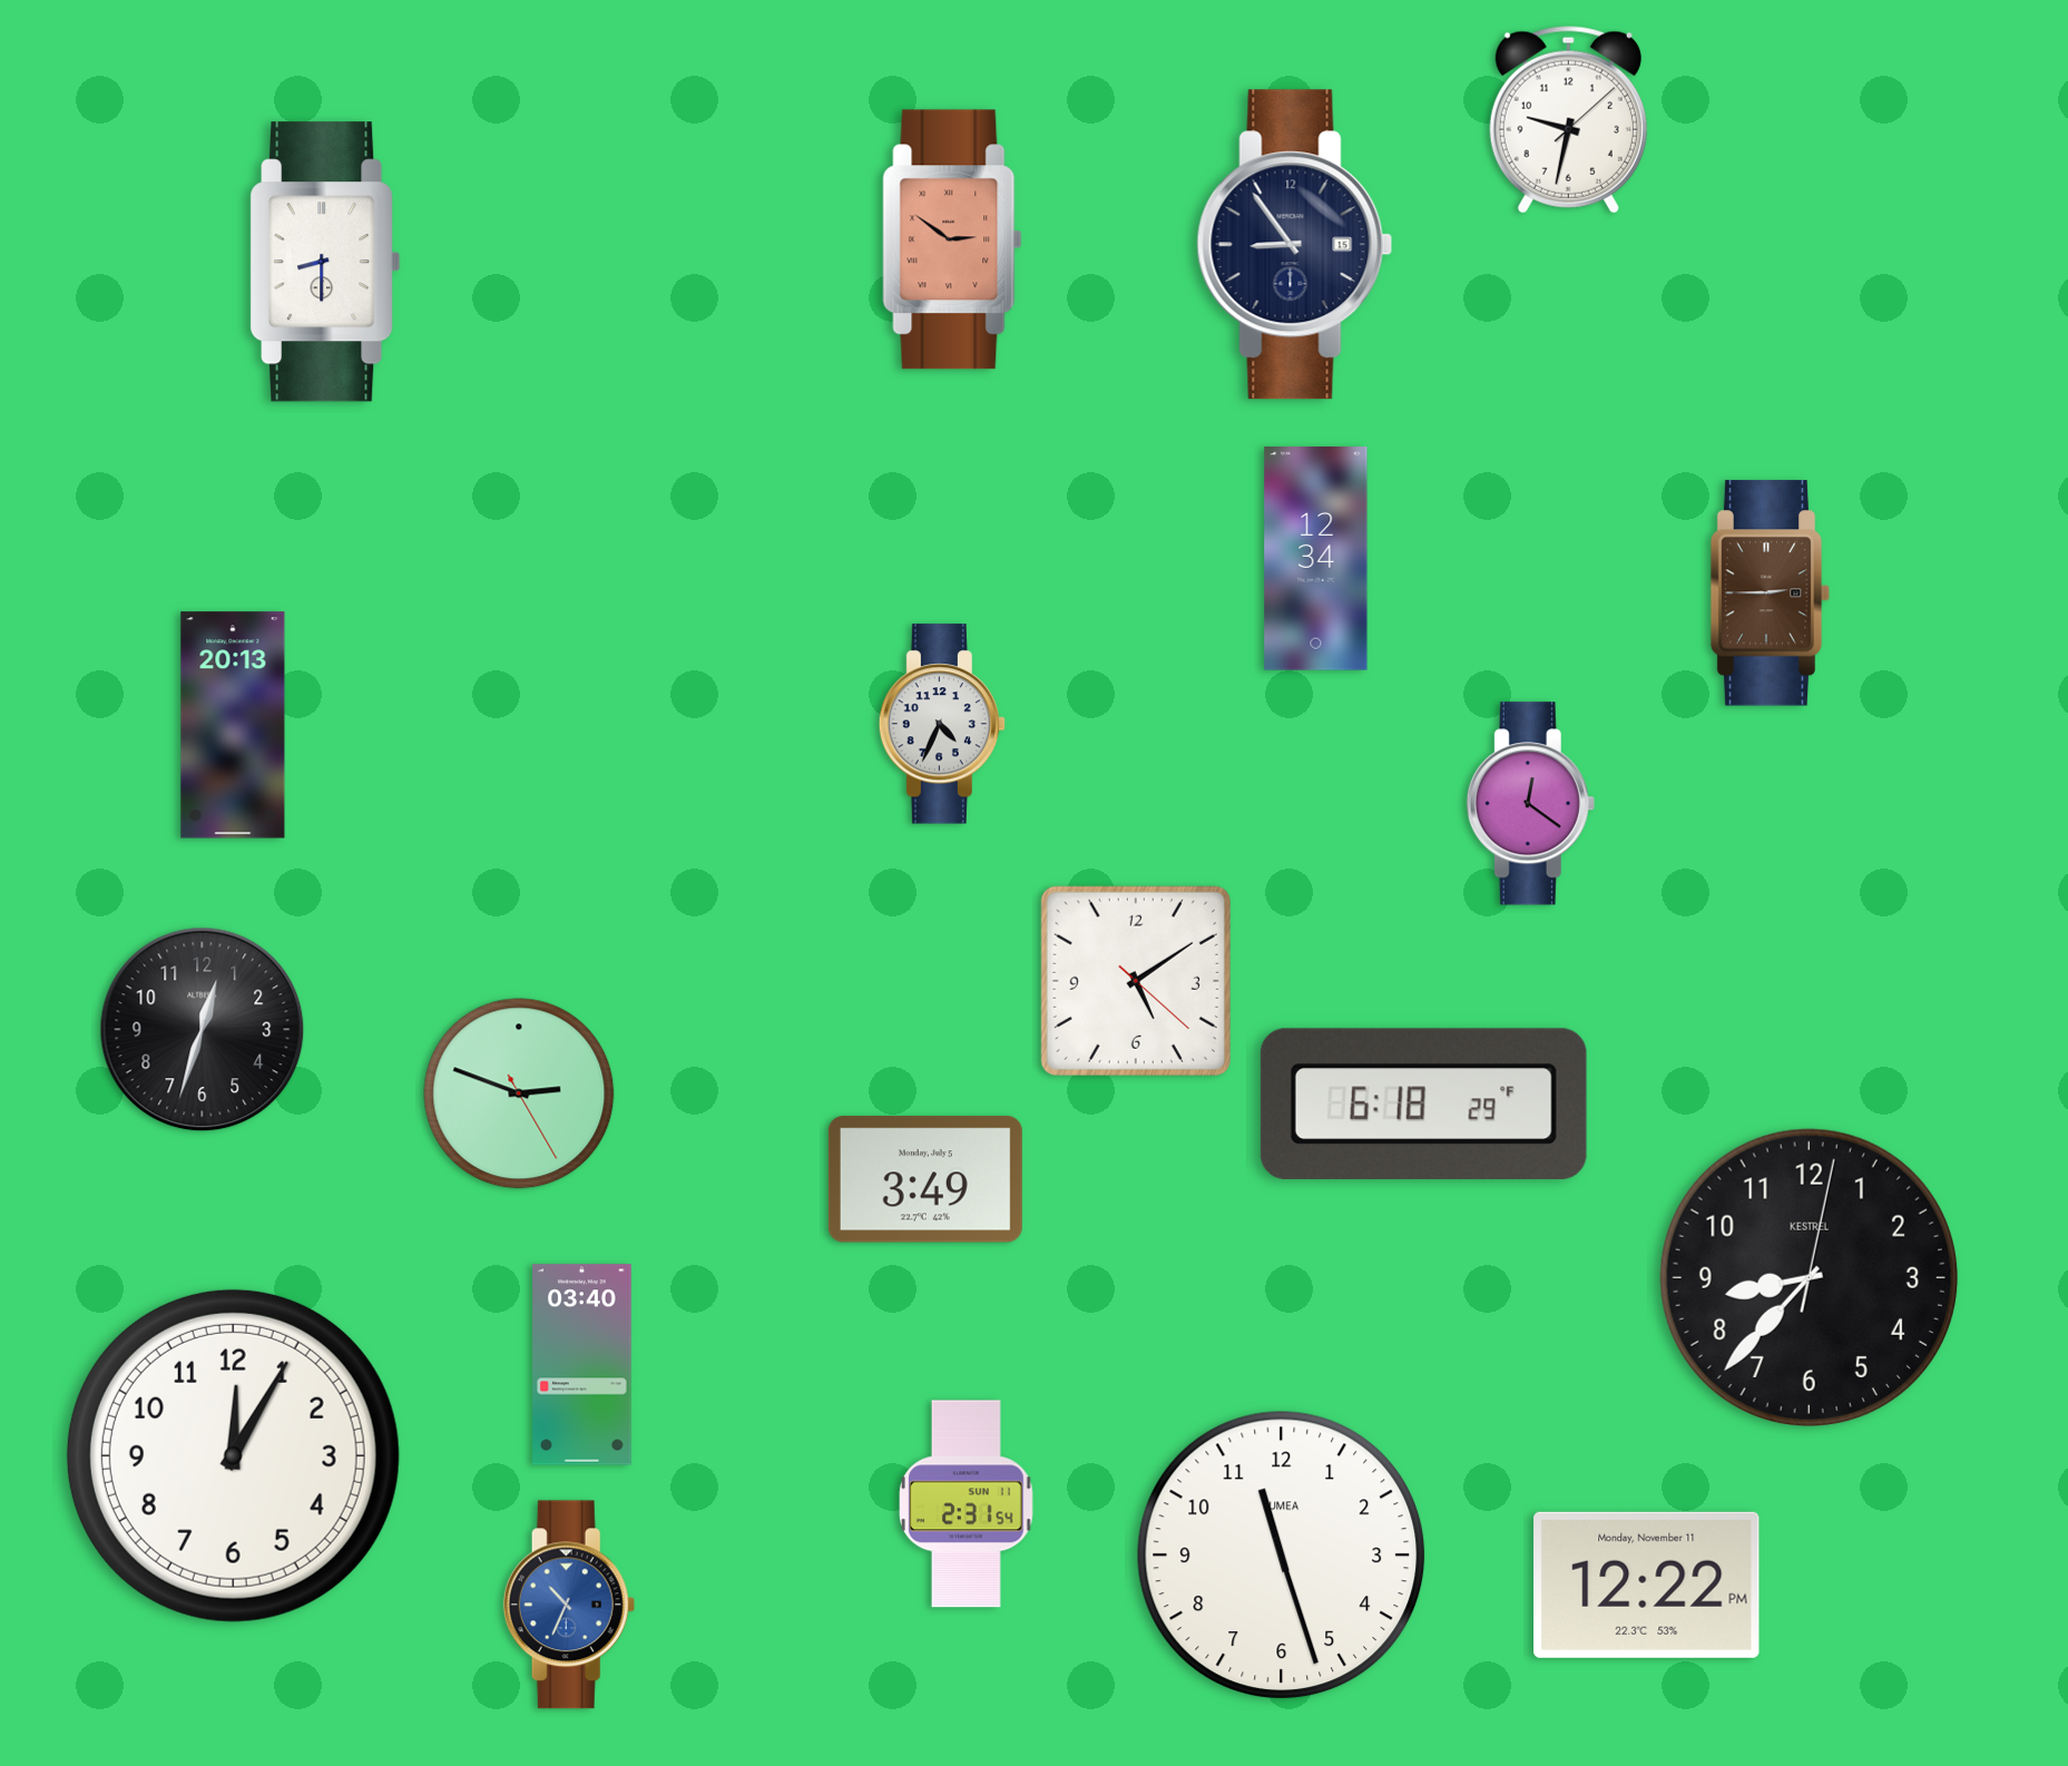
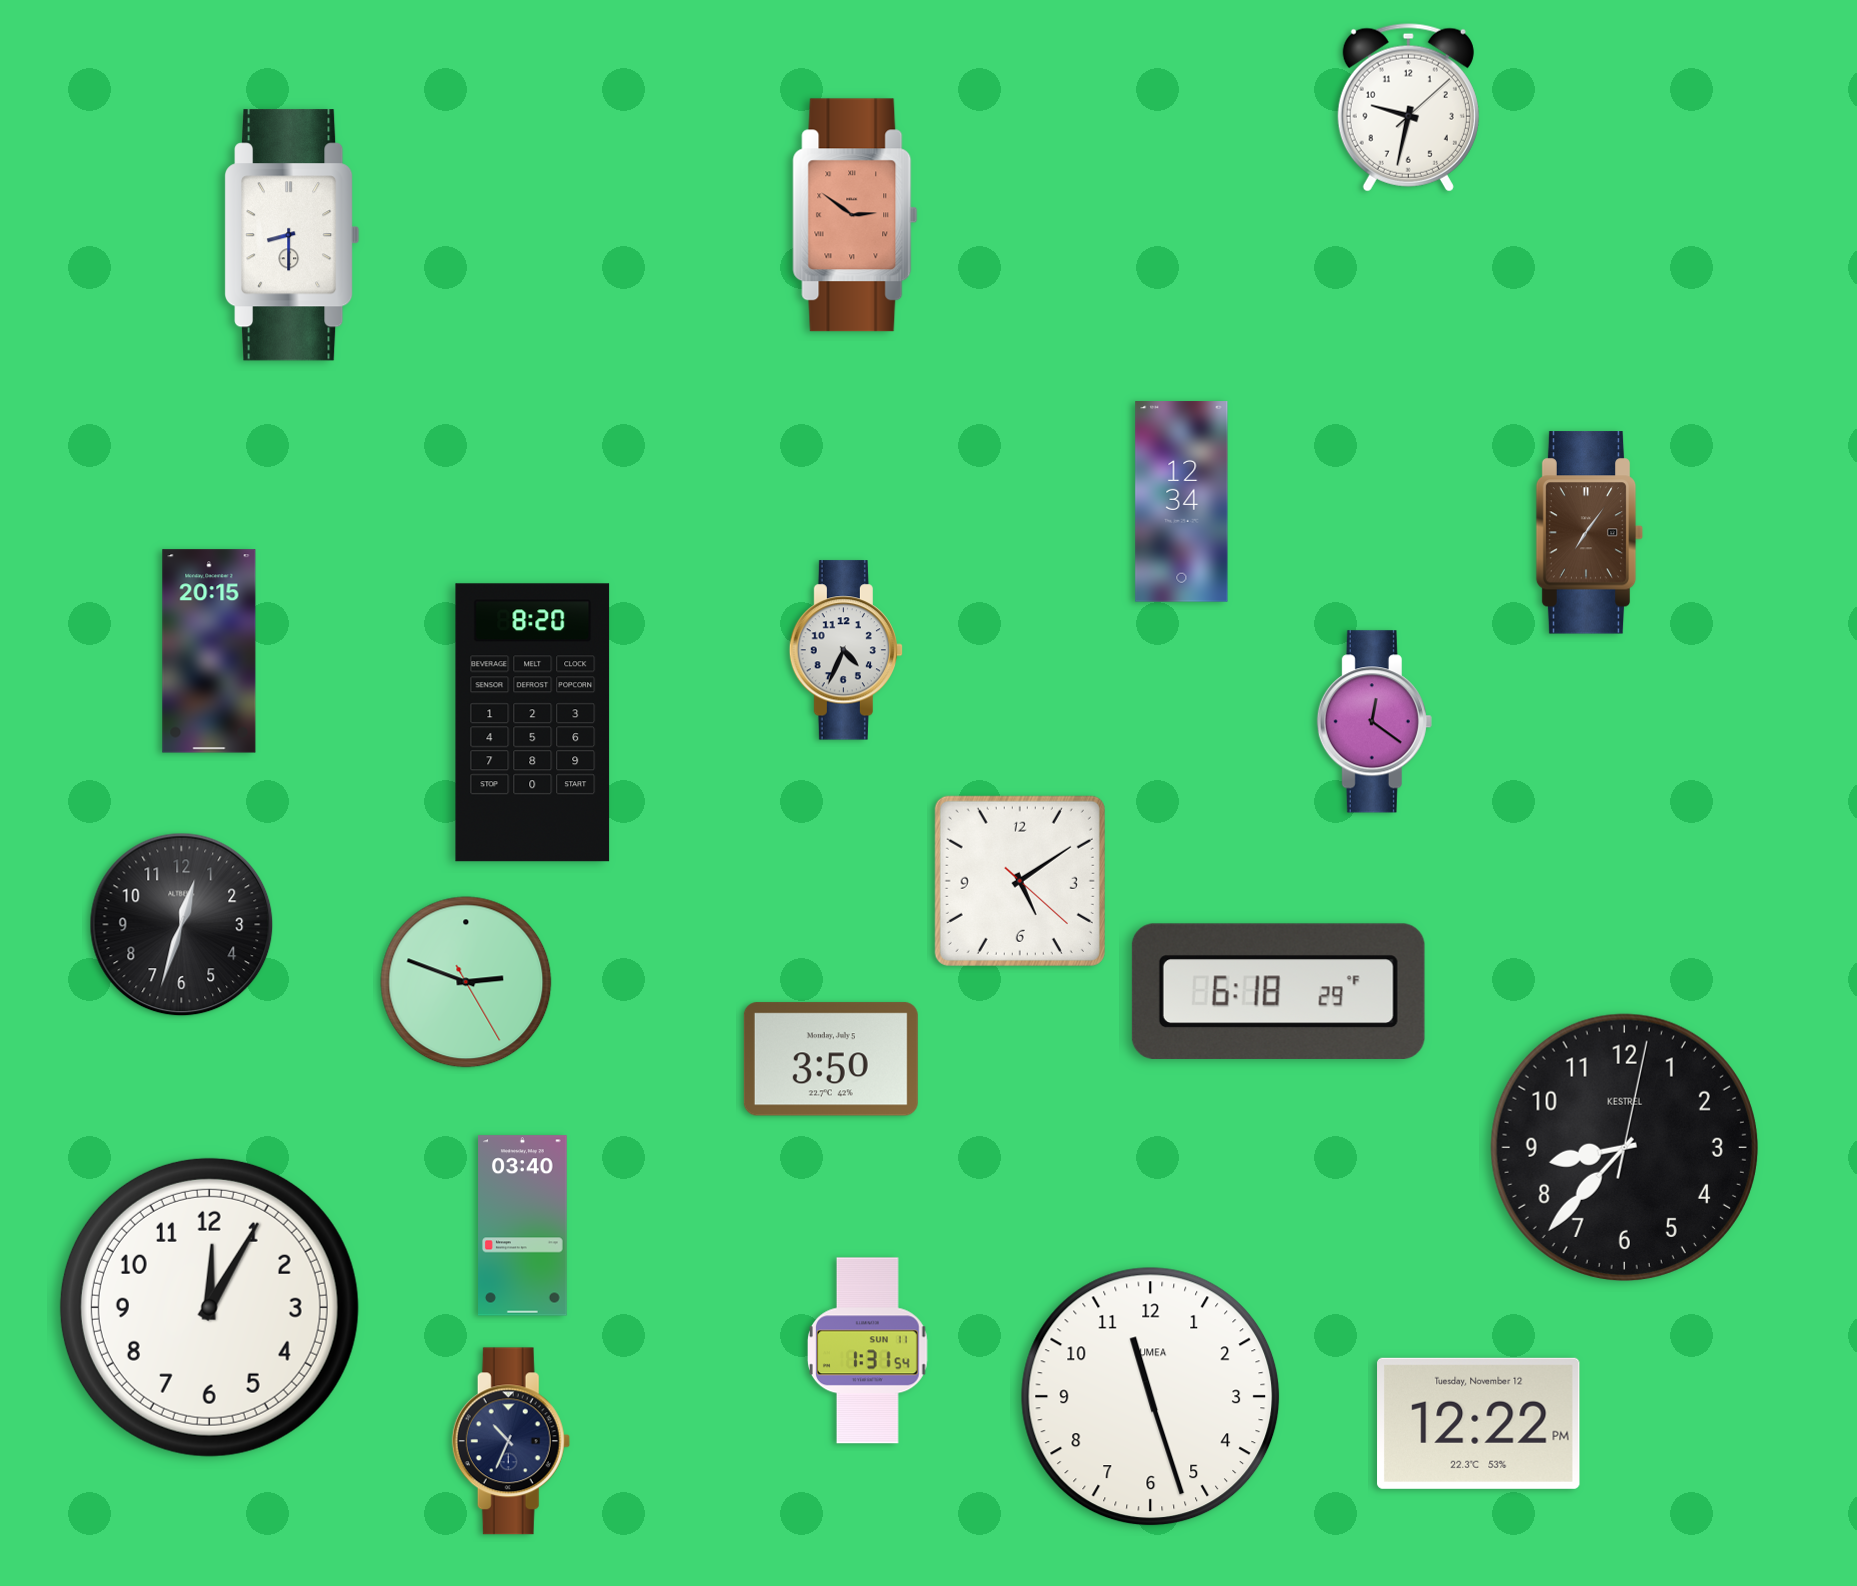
clock at (1295, 245): 8:54 -> none
clock at (1771, 593): 2:45 -> 7:06
clock at (233, 725): 20:13 -> 20:15
clock at (533, 723): none -> 8:20
clock at (925, 1179): 3:49 -> 3:50
clock at (966, 1504): 2:31 -> 1:31
clock at (1647, 1585) date: Monday, November 11 -> Tuesday, November 12
clock at (569, 1605) dial: blue -> navy
